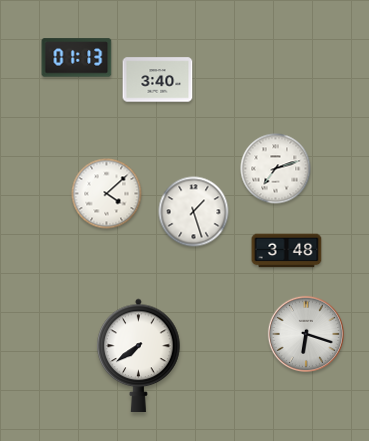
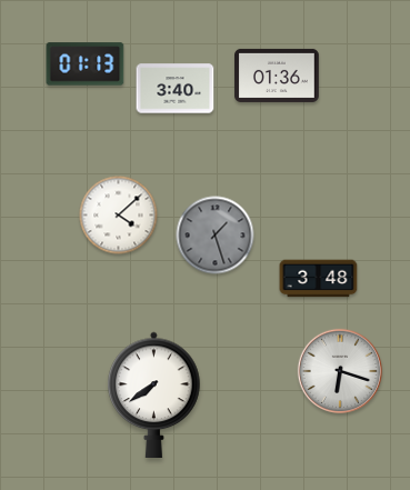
clock at (277, 76): none -> 01:36
clock at (276, 169): 7:12 -> none
clock at (194, 212) dial: white -> grey
